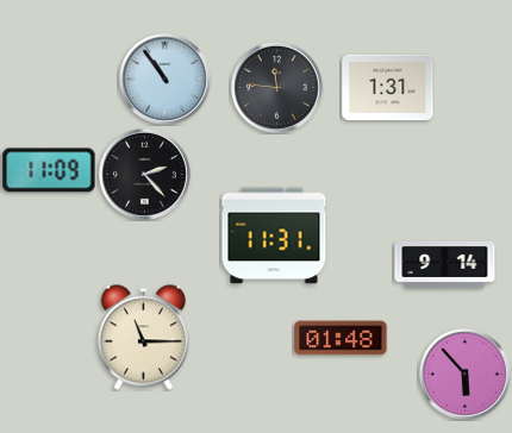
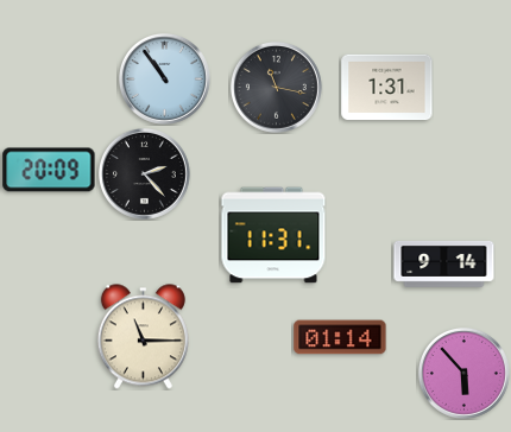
clock at (276, 87): 11:46 -> 11:17
clock at (49, 170): 11:09 -> 20:09
clock at (341, 338): 01:48 -> 01:14
